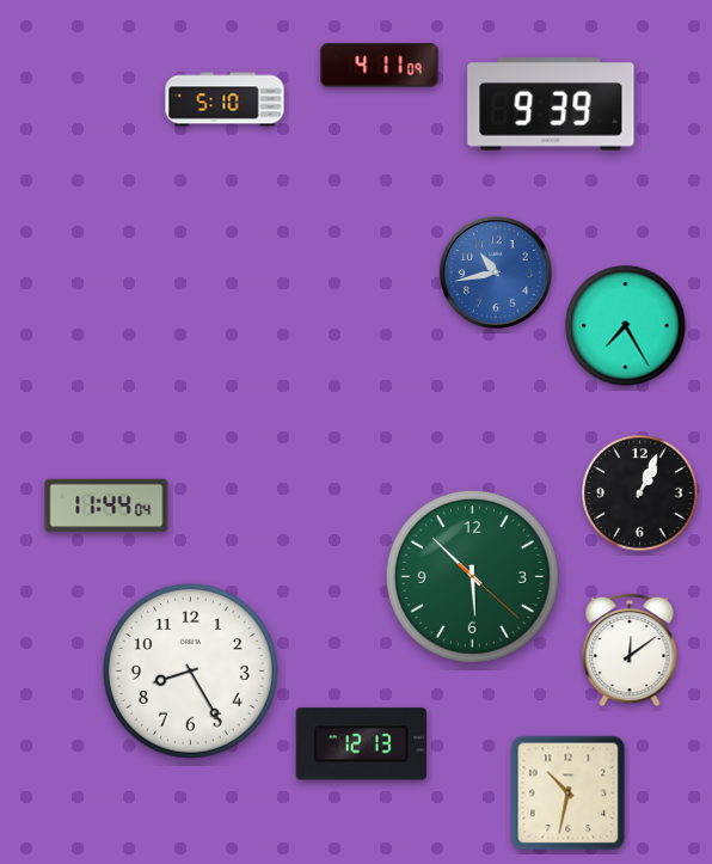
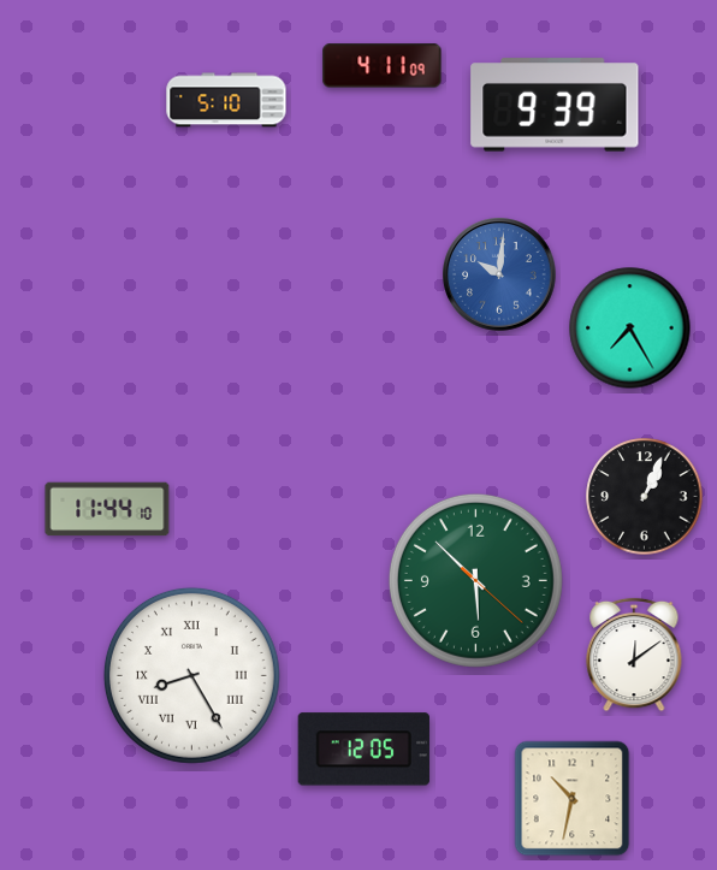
clock at (497, 274): 10:43 -> 10:01
clock at (106, 505): 11:44:04 -> 11:44:10
clock at (190, 670) numerals: Arabic -> Roman
clock at (361, 744): 12:13 -> 12:05
